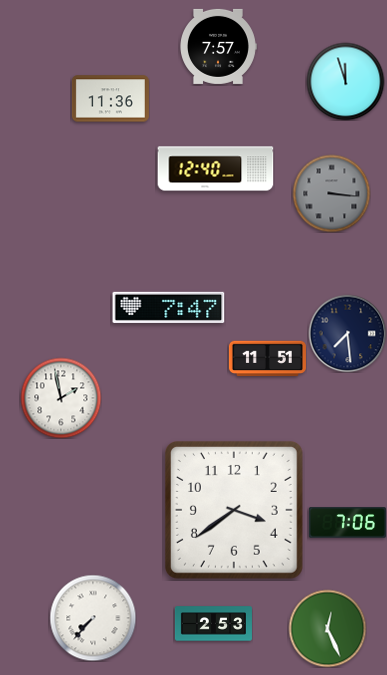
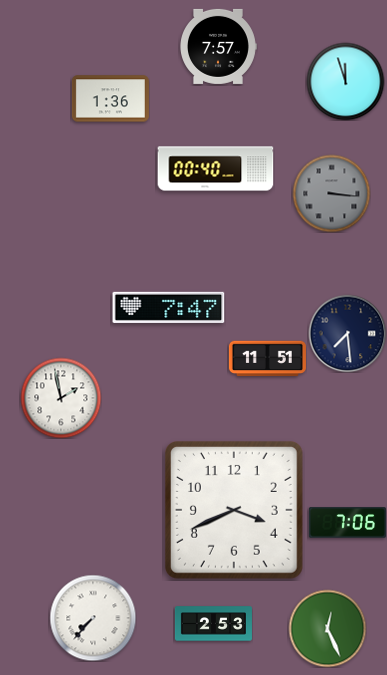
clock at (110, 99): 11:36 -> 1:36
clock at (216, 169): 12:40 -> 00:40
clock at (235, 511): 3:39 -> 3:41
